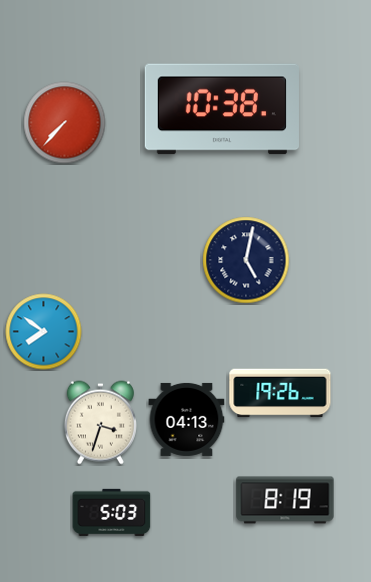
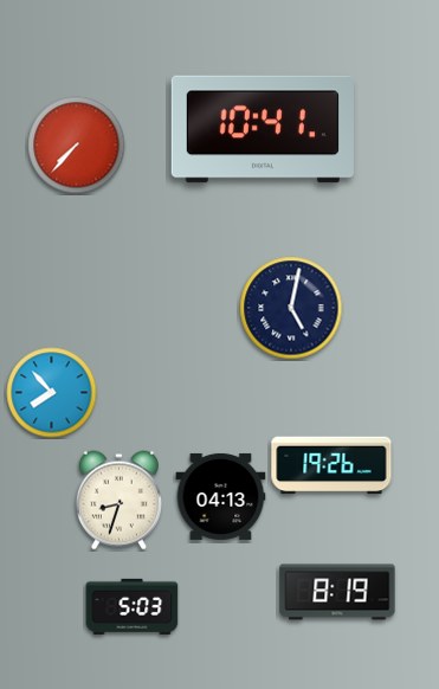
clock at (222, 109): 10:38 -> 10:41
clock at (44, 332): 7:51 -> 7:53
clock at (100, 423): 3:33 -> 8:33
